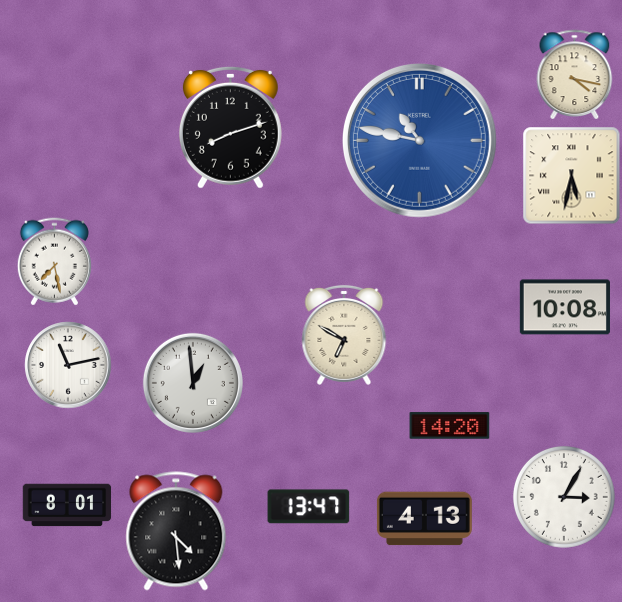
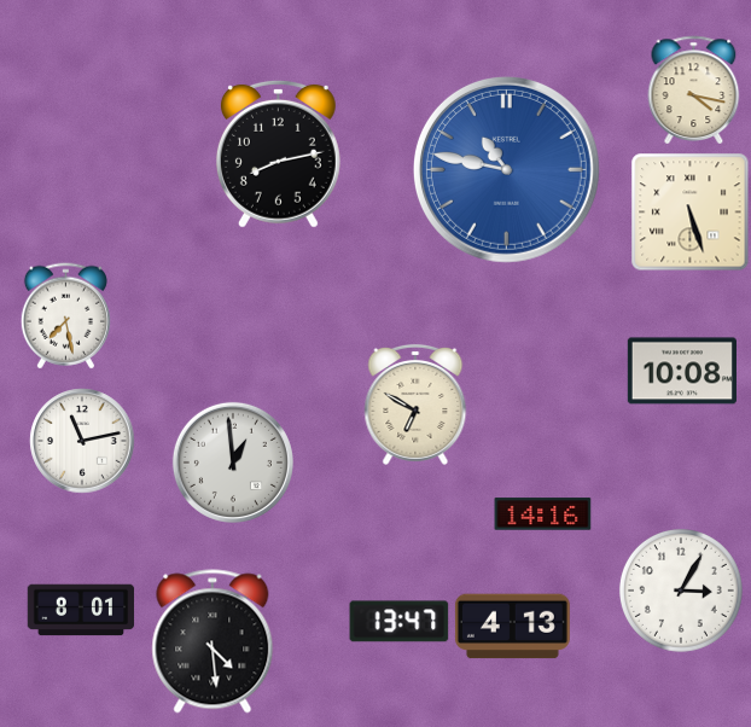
clock at (230, 127): 8:12 -> 8:13
clock at (572, 176): 5:32 -> 5:27
clock at (450, 426): 14:20 -> 14:16
clock at (564, 497) position: (564, 497) -> (681, 591)
clock at (309, 507) position: (309, 507) -> (400, 622)
